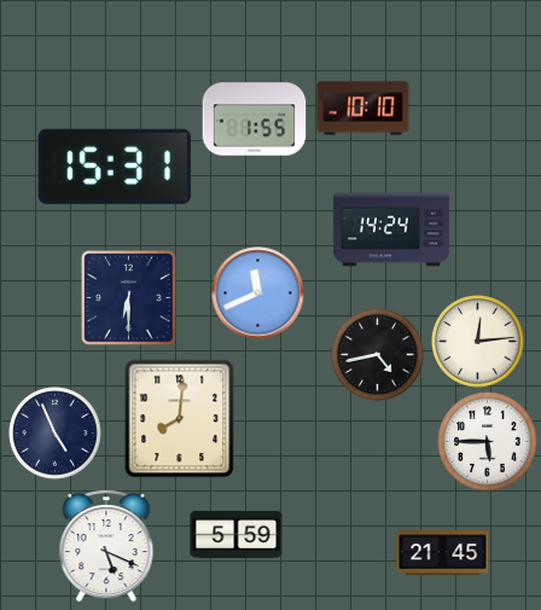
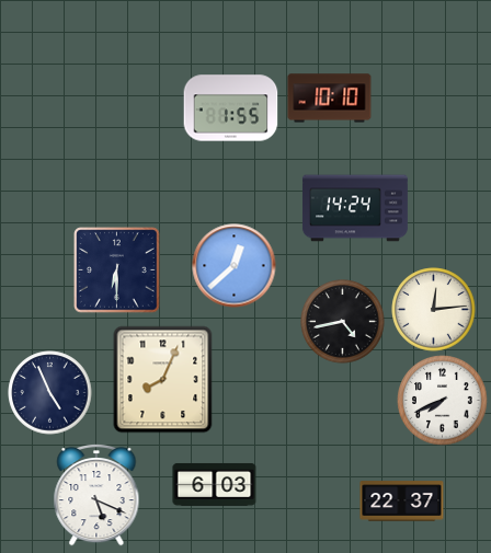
clock at (115, 167): 15:31 -> none
clock at (258, 294): 11:41 -> 12:38
clock at (180, 419): 8:01 -> 8:04
clock at (488, 442): 5:45 -> 7:41
clock at (237, 534): 5:59 -> 6:03
clock at (443, 553): 21:45 -> 22:37
